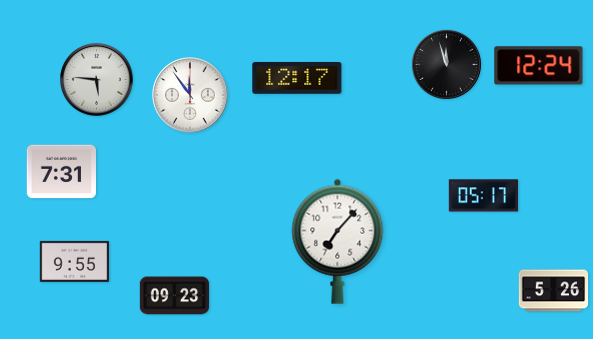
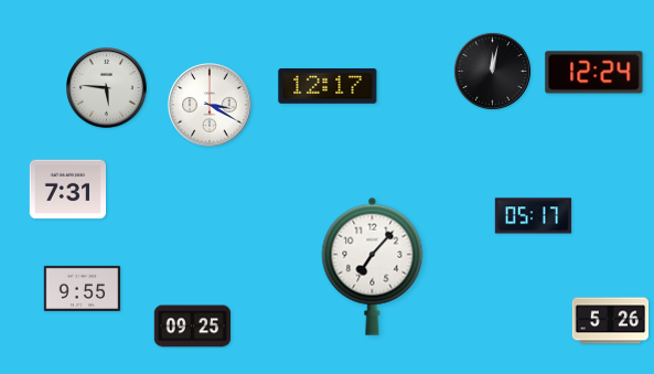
clock at (446, 64): 11:57 -> 12:02
clock at (190, 95): 11:54 -> 3:20
clock at (175, 296): 09:23 -> 09:25
